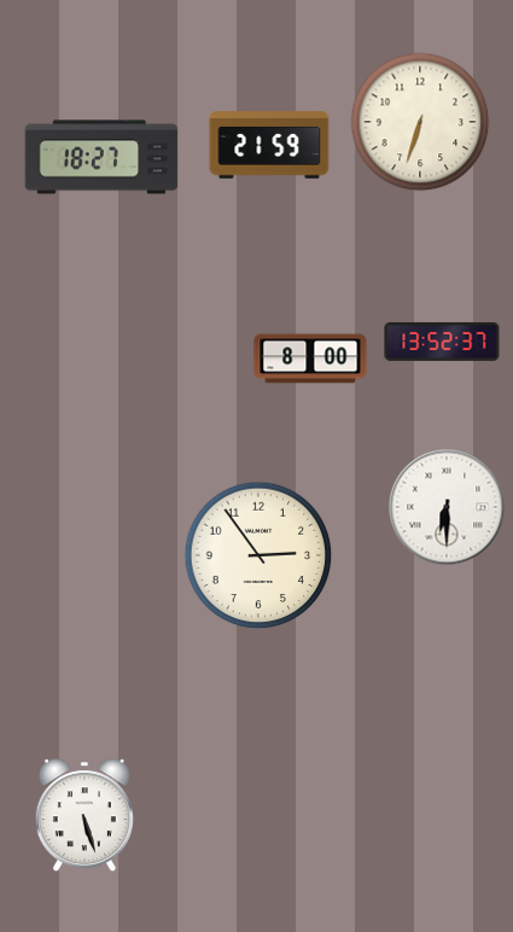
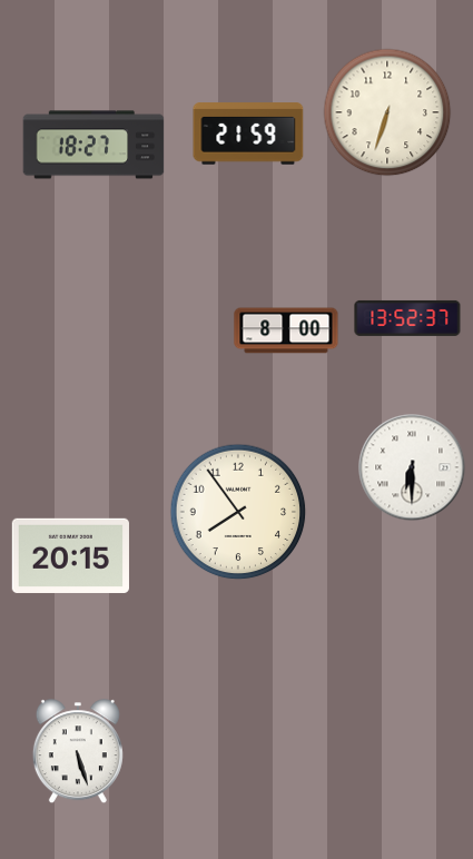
clock at (442, 342) position: (442, 342) -> (407, 318)
clock at (258, 555): 2:54 -> 7:54
clock at (70, 555): none -> 20:15
